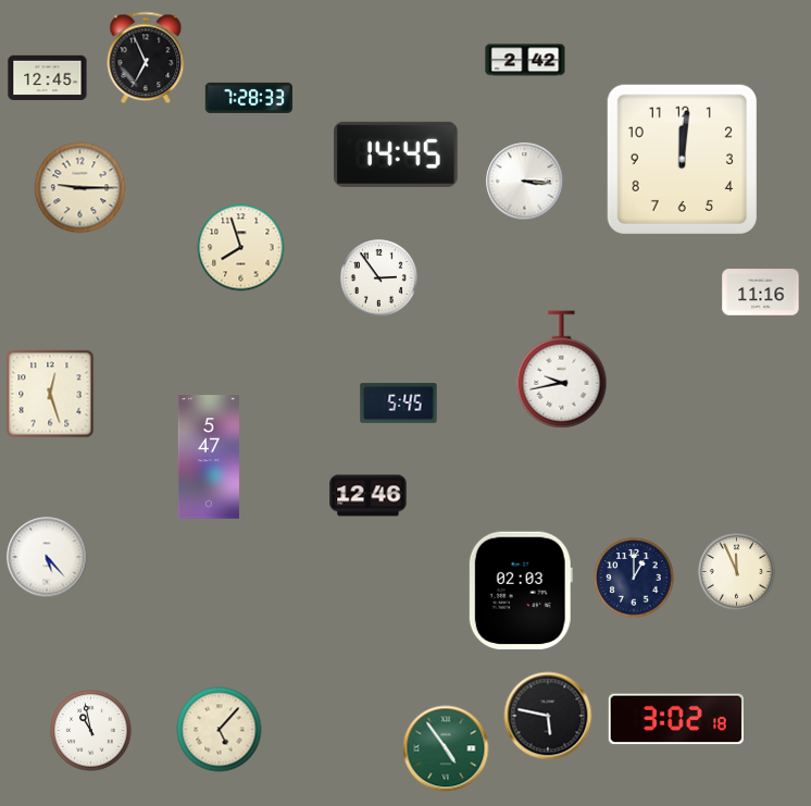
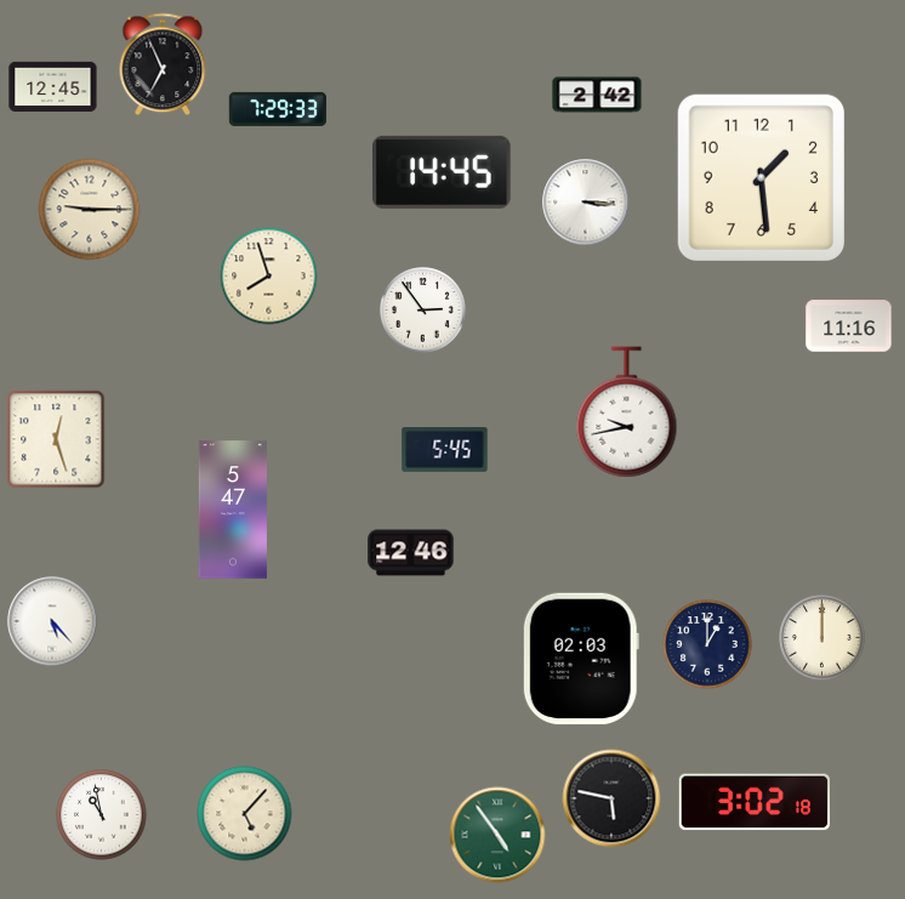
clock at (525, 60) position: (525, 60) -> (597, 95)
clock at (249, 98): 7:28 -> 7:29
clock at (682, 159): 12:01 -> 1:29
clock at (737, 572): 11:56 -> 12:00
